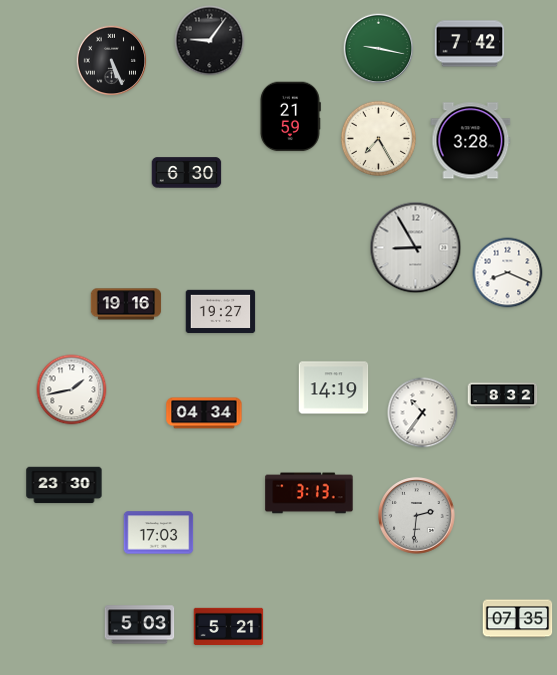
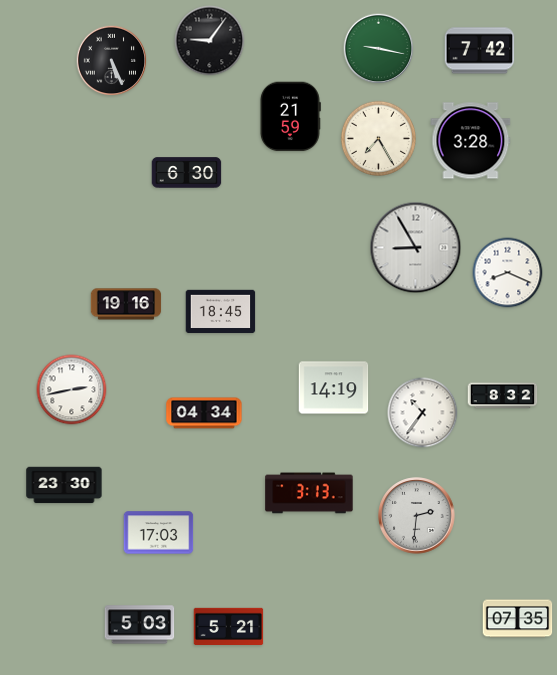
clock at (470, 44) position: (470, 44) -> (480, 51)
clock at (221, 312): 19:27 -> 18:45
clock at (72, 390): 1:43 -> 2:43
